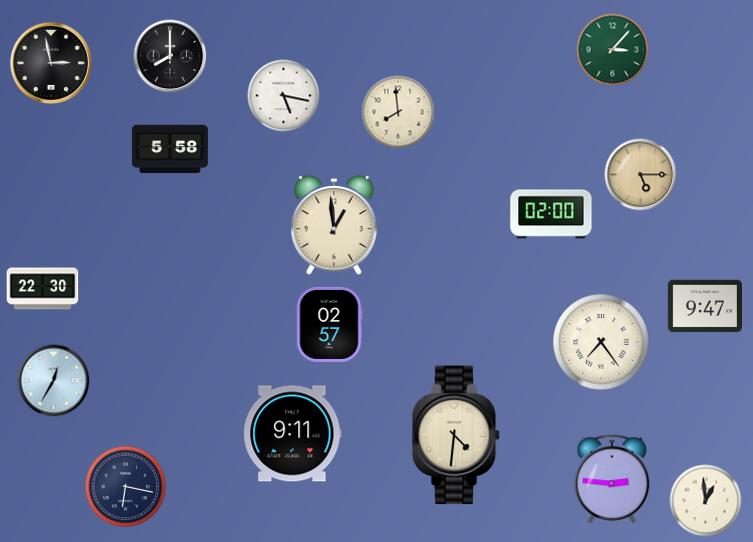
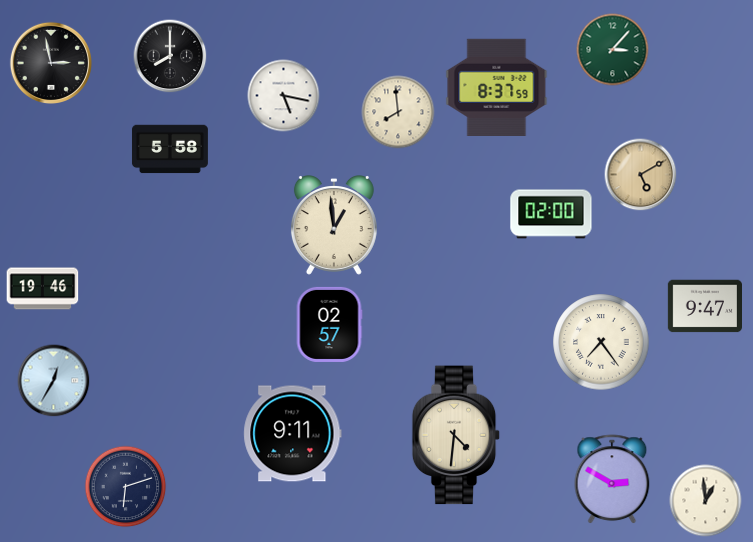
clock at (497, 87): none -> 8:37
clock at (641, 175): 5:15 -> 5:10
clock at (43, 289): 22:30 -> 19:46
clock at (612, 480): 2:46 -> 2:50
clock at (126, 487): 6:17 -> 6:12
